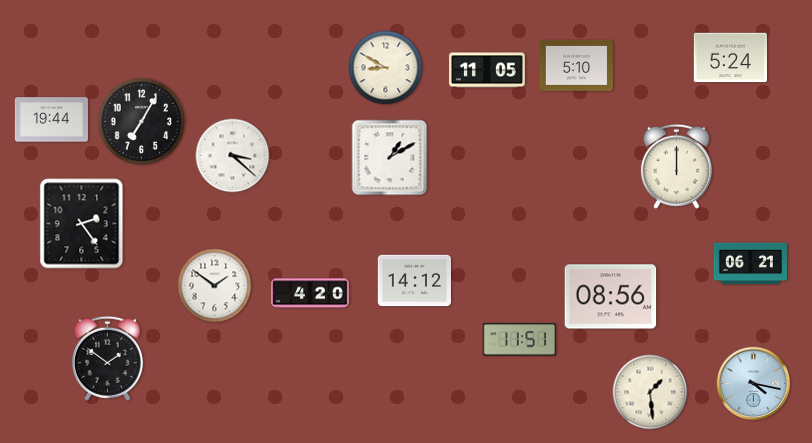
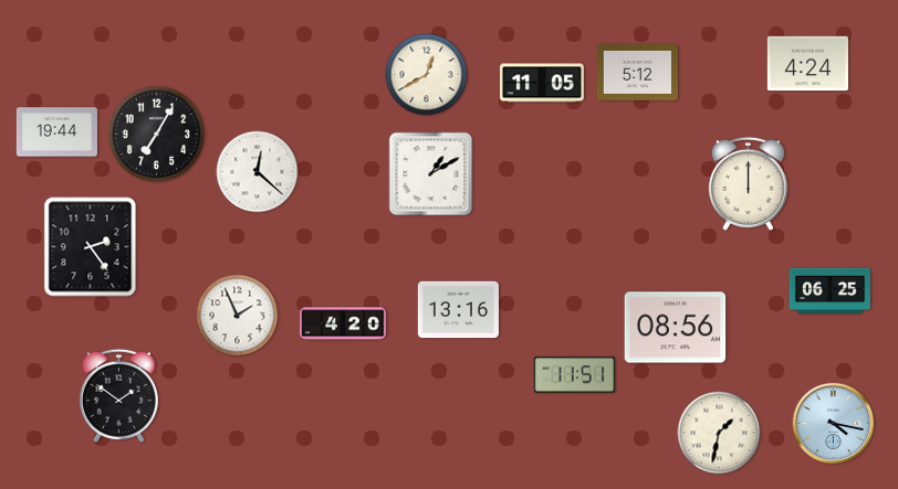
clock at (730, 58): 5:24 -> 4:24
clock at (576, 65): 5:10 -> 5:12
clock at (386, 68): 8:50 -> 12:40
clock at (488, 70) position: (488, 70) -> (543, 83)
clock at (233, 156): 3:22 -> 12:22
clock at (750, 264): 06:21 -> 06:25
clock at (414, 281): 14:12 -> 13:16
clock at (215, 286): 1:51 -> 1:56
clock at (650, 392): 1:29 -> 1:32
